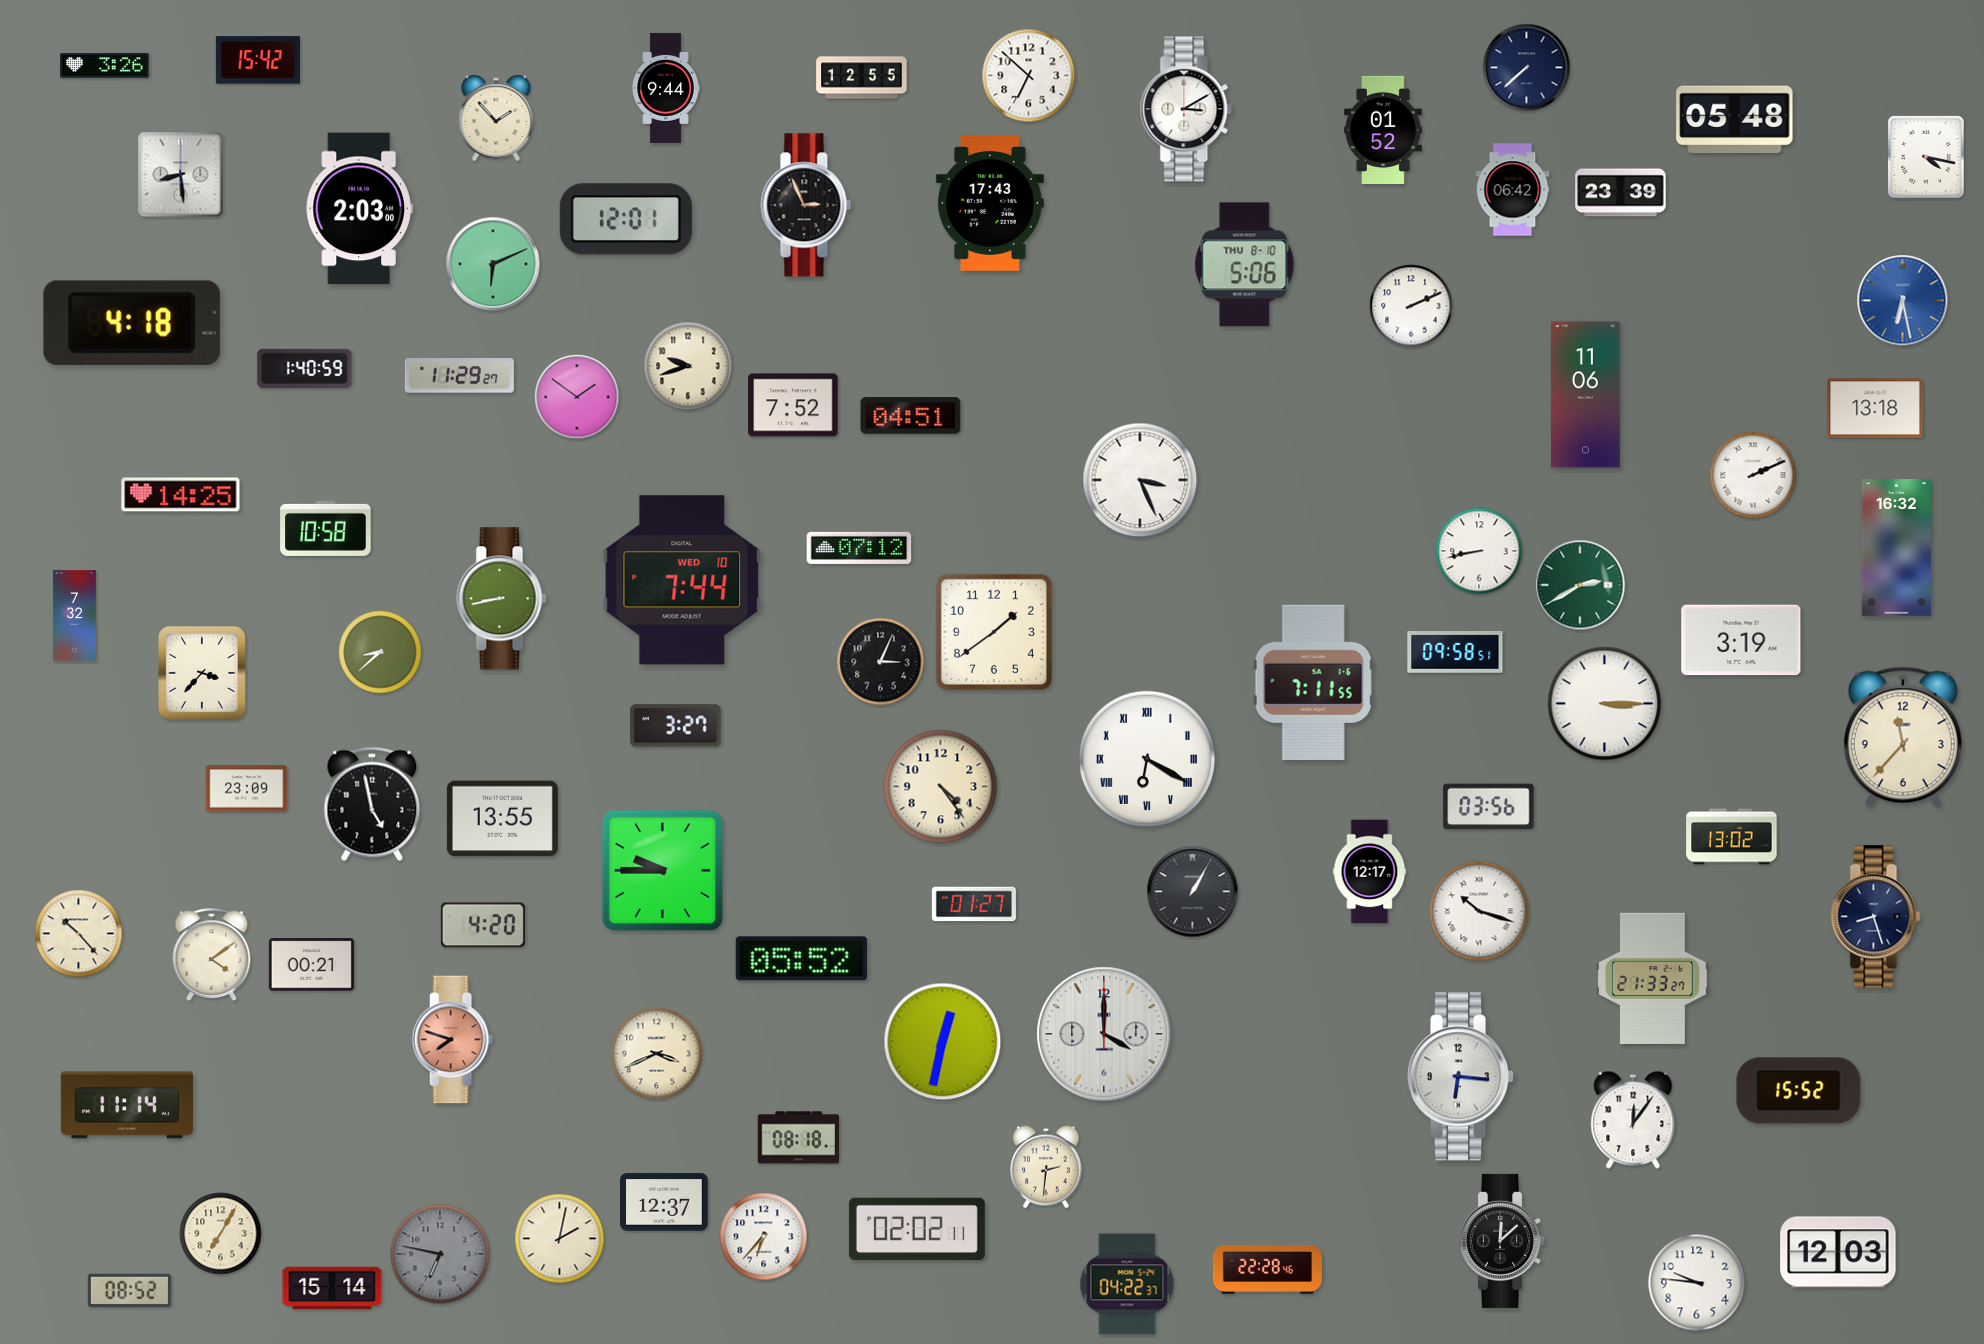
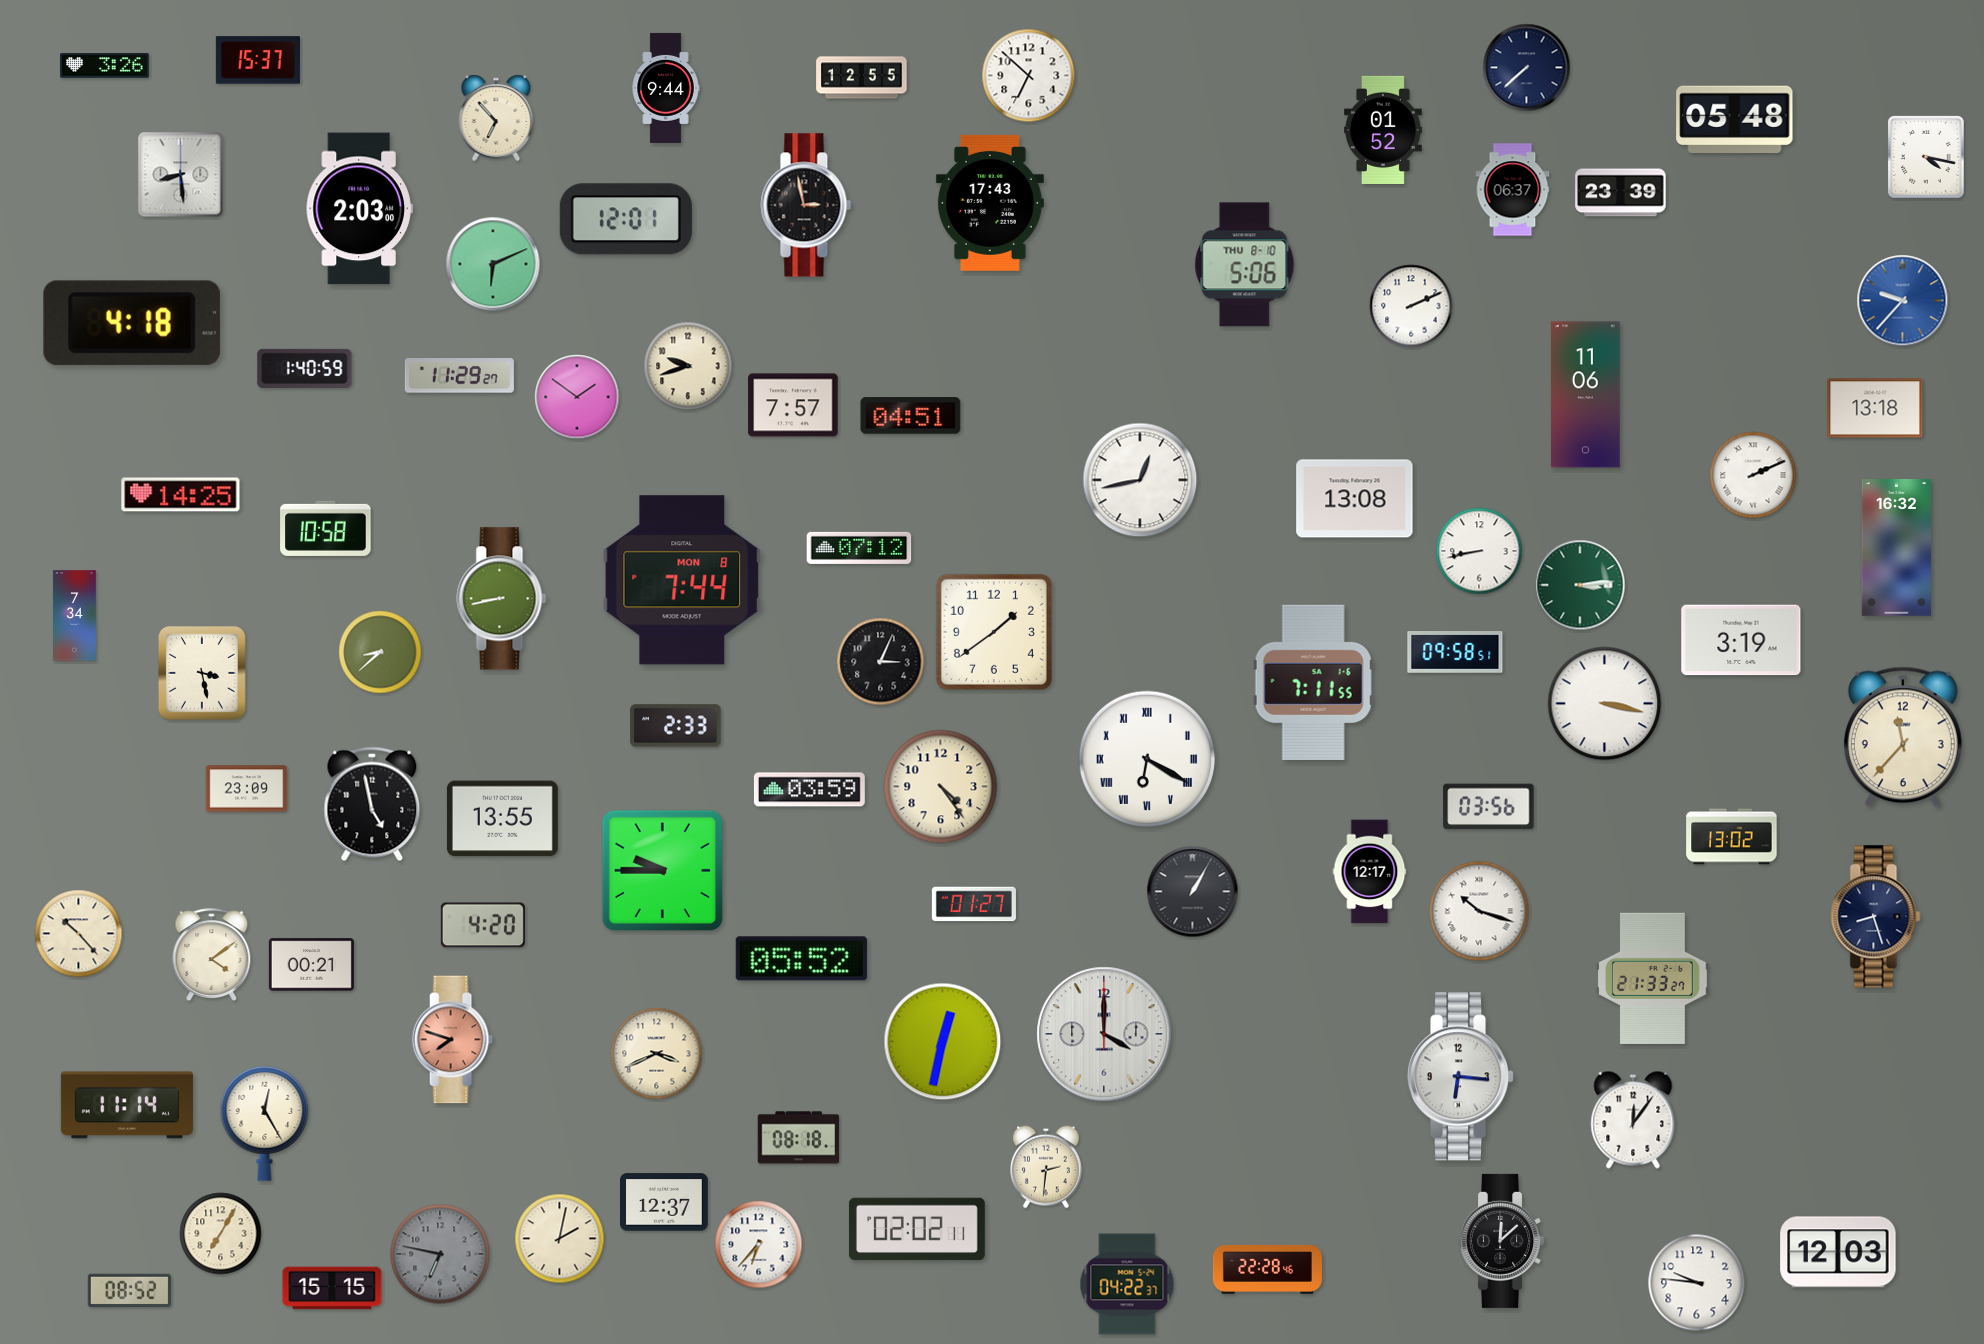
clock at (258, 60): 15:42 -> 15:37
clock at (1186, 109): 3:10 -> none
clock at (496, 118): 1:53 -> 6:53
clock at (1513, 190): 06:42 -> 06:37
clock at (806, 205): 2:56 -> 2:58
clock at (1903, 301): 6:28 -> 9:37
clock at (793, 405): 7:52 -> 7:57
clock at (1140, 480): 3:26 -> 12:43
clock at (1355, 499): none -> 13:08
clock at (682, 580) date: WED 10 -> MON 8
clock at (1580, 585): 2:40 -> 3:14
clock at (75, 616): 7:32 -> 7:34
clock at (202, 673): 3:37 -> 3:28
clock at (1605, 704): 3:15 -> 3:17
clock at (676, 726): 3:27 -> 2:33
clock at (809, 790): none -> 03:59
clock at (1799, 1091): 15:52 -> none
clock at (265, 1123): none -> 12:25
clock at (764, 1237) position: (764, 1237) -> (759, 1245)
clock at (332, 1288): 15:14 -> 15:15
